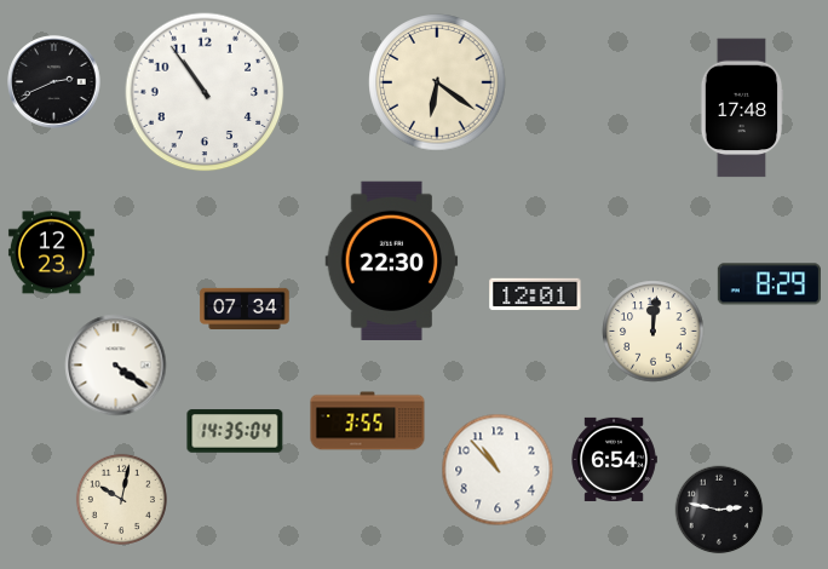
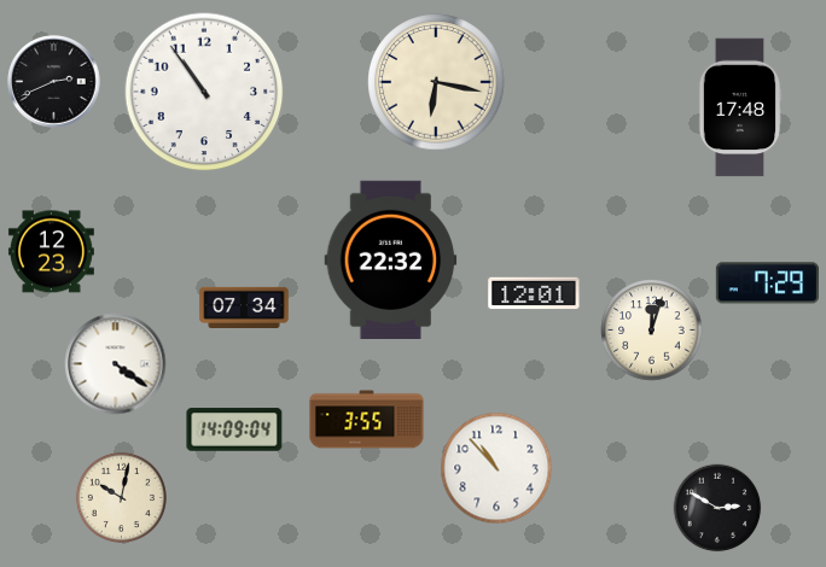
clock at (437, 82): 6:21 -> 6:17
clock at (392, 260): 22:30 -> 22:32
clock at (769, 284): 8:29 -> 7:29
clock at (654, 332): 12:01 -> 12:03
clock at (235, 431): 14:35 -> 14:09
clock at (614, 459): 6:54 -> none
clock at (719, 510): 2:47 -> 2:50
